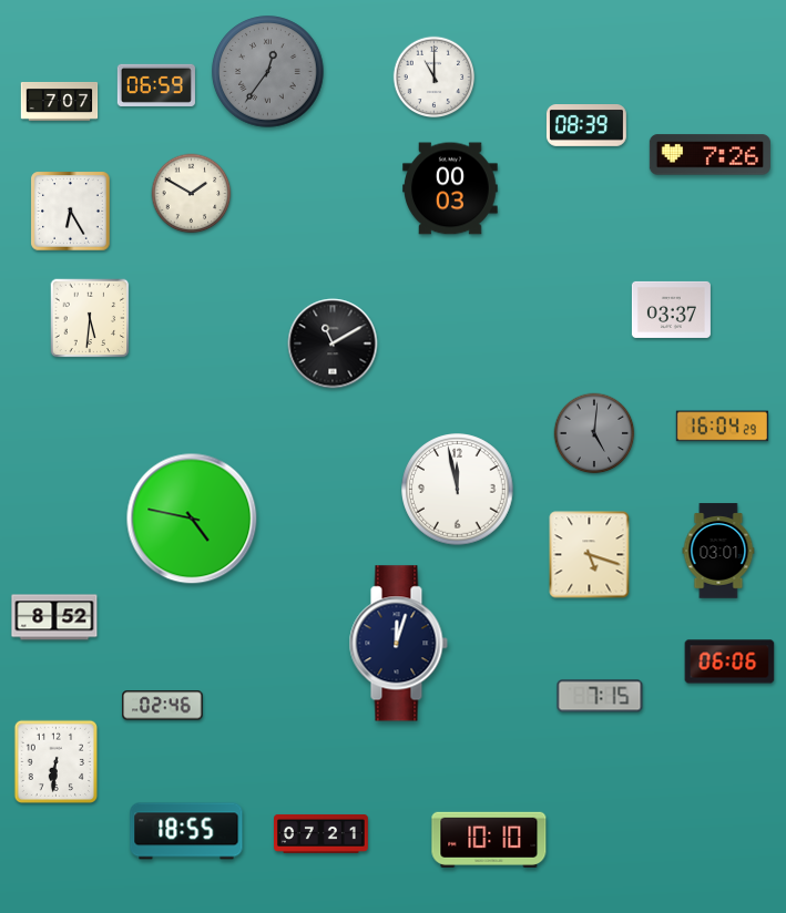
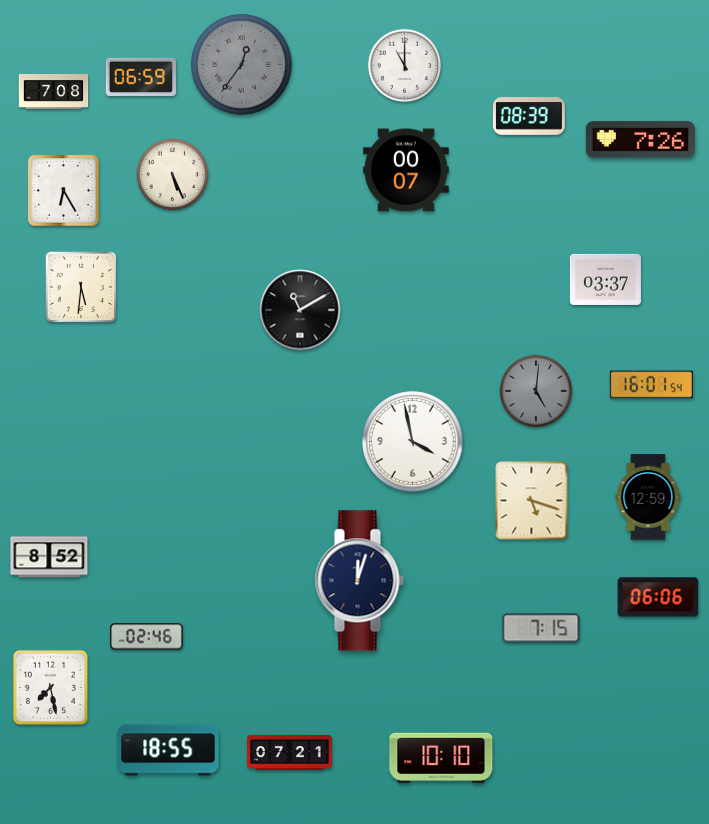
clock at (435, 78) position: (435, 78) -> (405, 66)
clock at (60, 101): 7:07 -> 7:08
clock at (586, 126) position: (586, 126) -> (529, 117)
clock at (450, 188): 00:03 -> 00:07
clock at (192, 194): 1:50 -> 5:26
clock at (722, 427): 16:04 -> 16:01
clock at (458, 490): 11:58 -> 3:58
clock at (192, 519): 4:47 -> none
clock at (718, 551): 03:01 -> 12:59
clock at (55, 761): 6:31 -> 7:28
